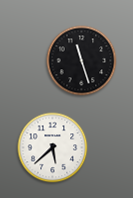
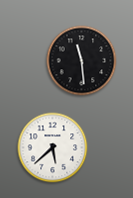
clock at (82, 61): 11:27 -> 11:29
